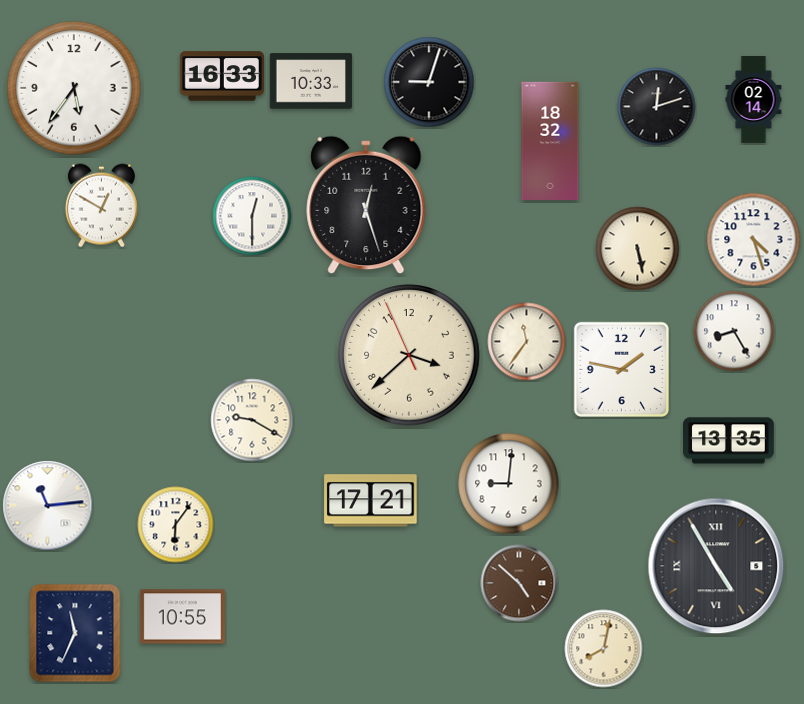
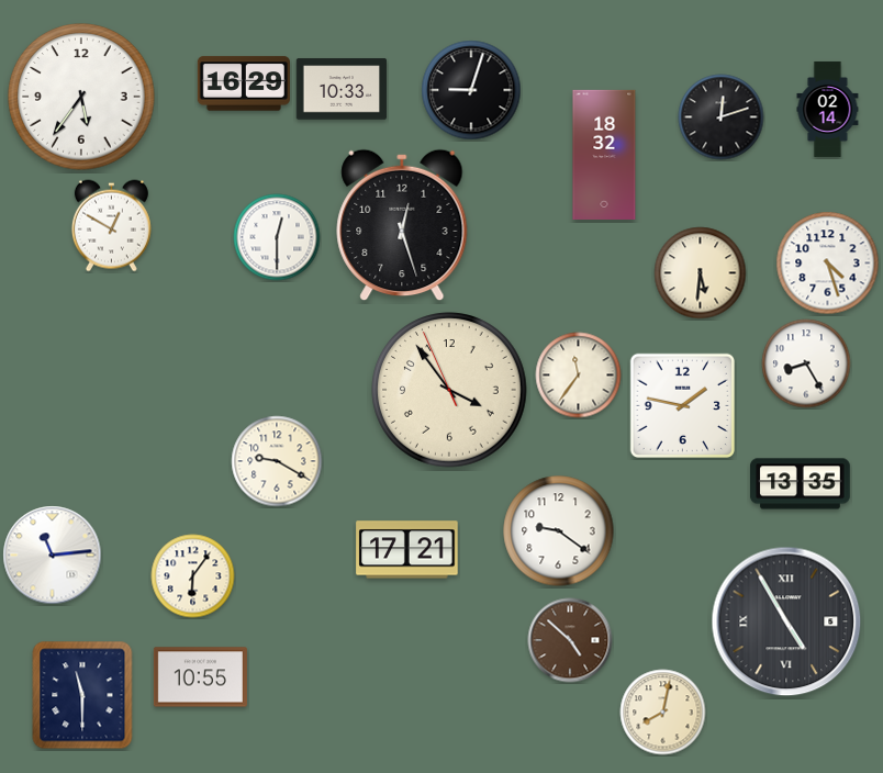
clock at (222, 76): 16:33 -> 16:29
clock at (638, 249): 5:28 -> 5:31
clock at (409, 355): 3:37 -> 3:53
clock at (509, 484): 9:01 -> 9:21
clock at (75, 633): 11:34 -> 11:30
